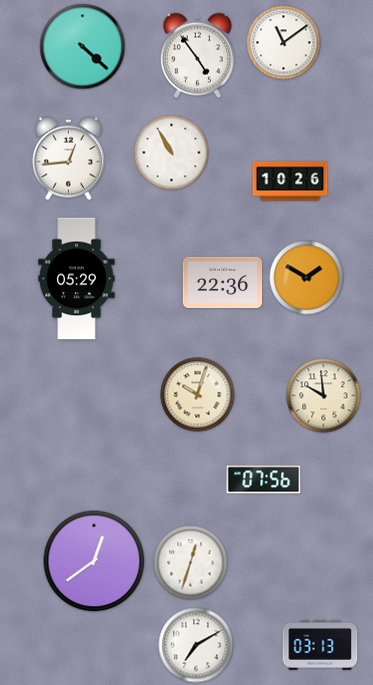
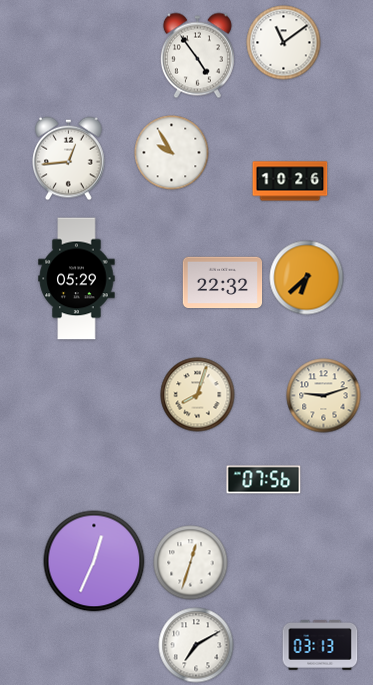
clock at (83, 47): 4:22 -> none
clock at (172, 153): 10:55 -> 9:55
clock at (307, 278): 1:50 -> 6:38
clock at (223, 283): 22:36 -> 22:32
clock at (198, 395): 10:03 -> 8:03
clock at (324, 396): 9:59 -> 9:12
clock at (94, 561): 12:39 -> 12:34
